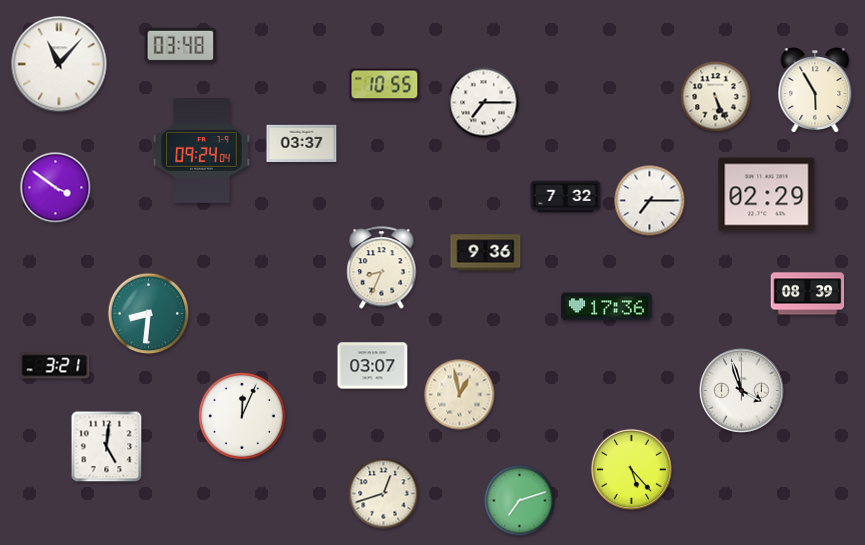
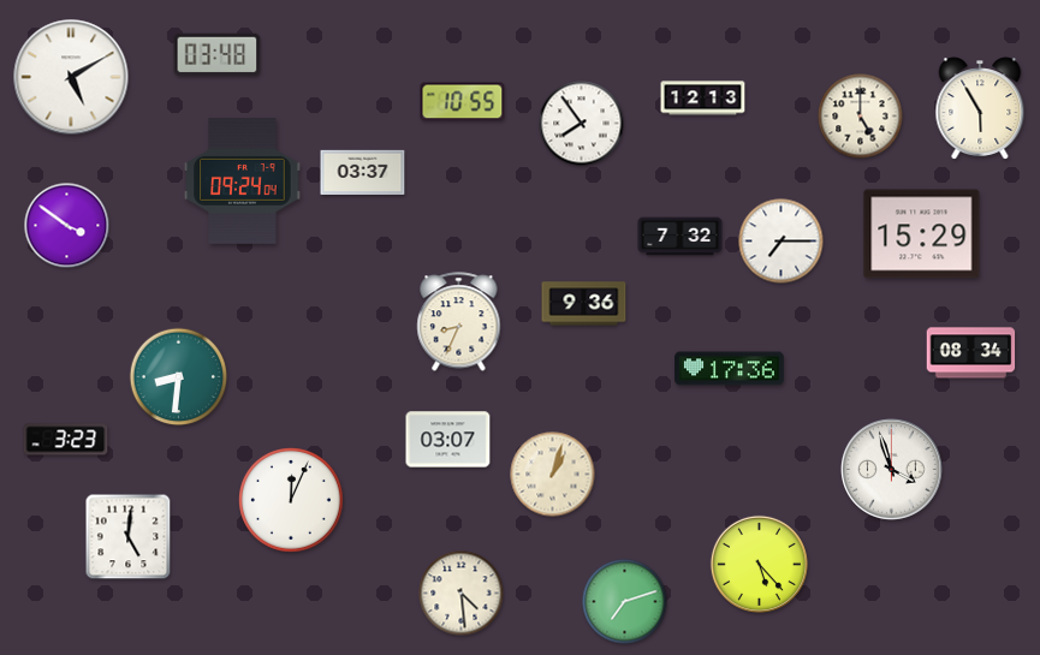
clock at (59, 64): 11:07 -> 5:10
clock at (703, 99): none -> 12:13
clock at (716, 97): 5:26 -> 5:00
clock at (484, 103): 7:15 -> 7:54
clock at (767, 195): 02:29 -> 15:29
clock at (808, 294): 08:39 -> 08:34
clock at (55, 366): 3:21 -> 3:23
clock at (460, 395): 12:58 -> 1:03
clock at (384, 494): 12:42 -> 4:29
